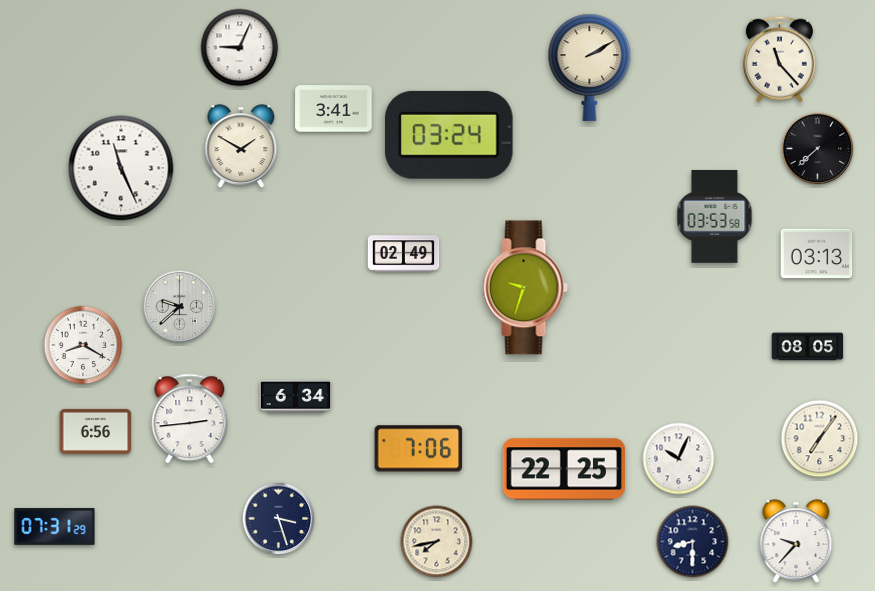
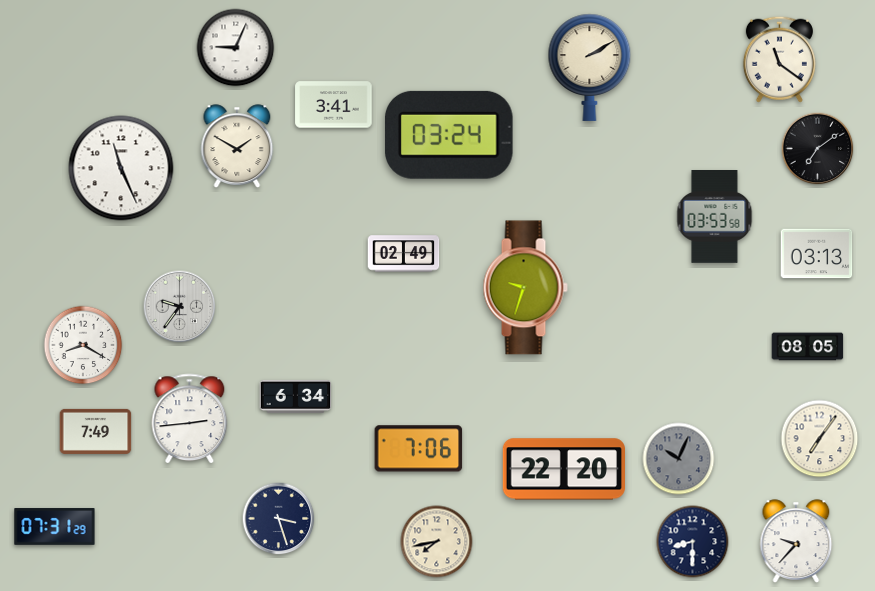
clock at (240, 48) position: (240, 48) -> (236, 48)
clock at (779, 59): 11:23 -> 11:21
clock at (334, 109) position: (334, 109) -> (334, 105)
clock at (241, 146) position: (241, 146) -> (237, 146)
clock at (818, 149): 7:38 -> 7:09
clock at (180, 307): 9:38 -> 9:36
clock at (96, 431): 6:56 -> 7:49
clock at (679, 459) dial: white -> grey
clock at (563, 469): 22:25 -> 22:20
